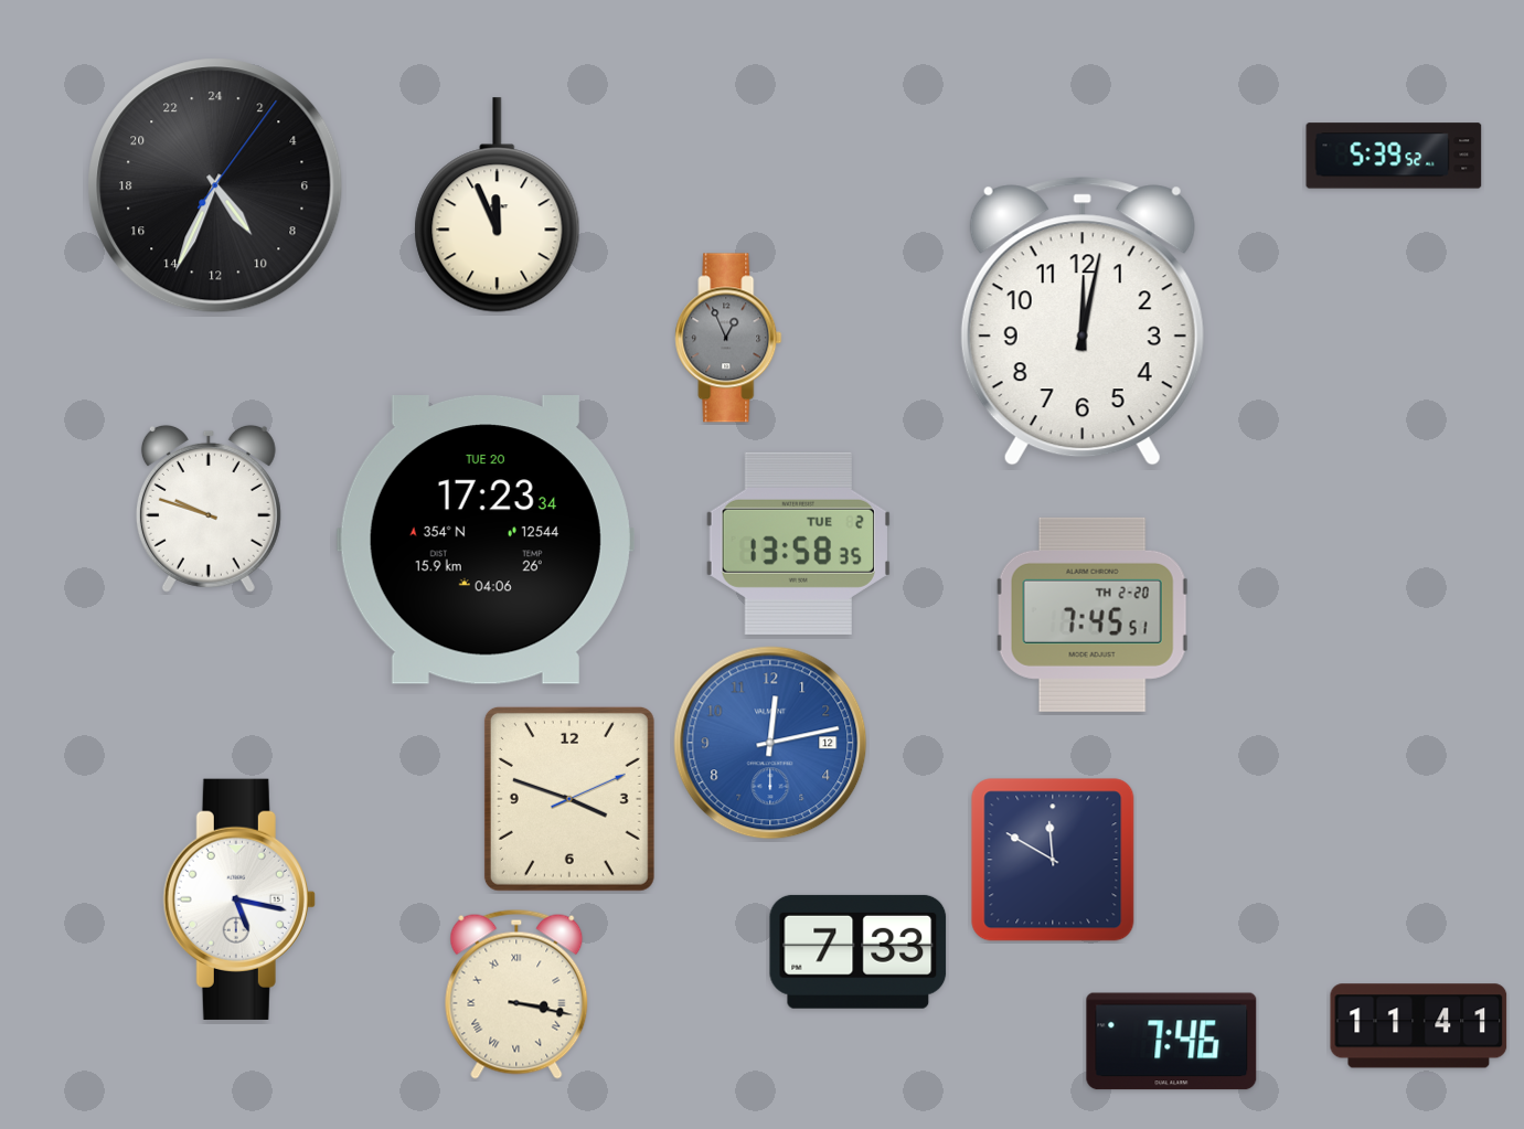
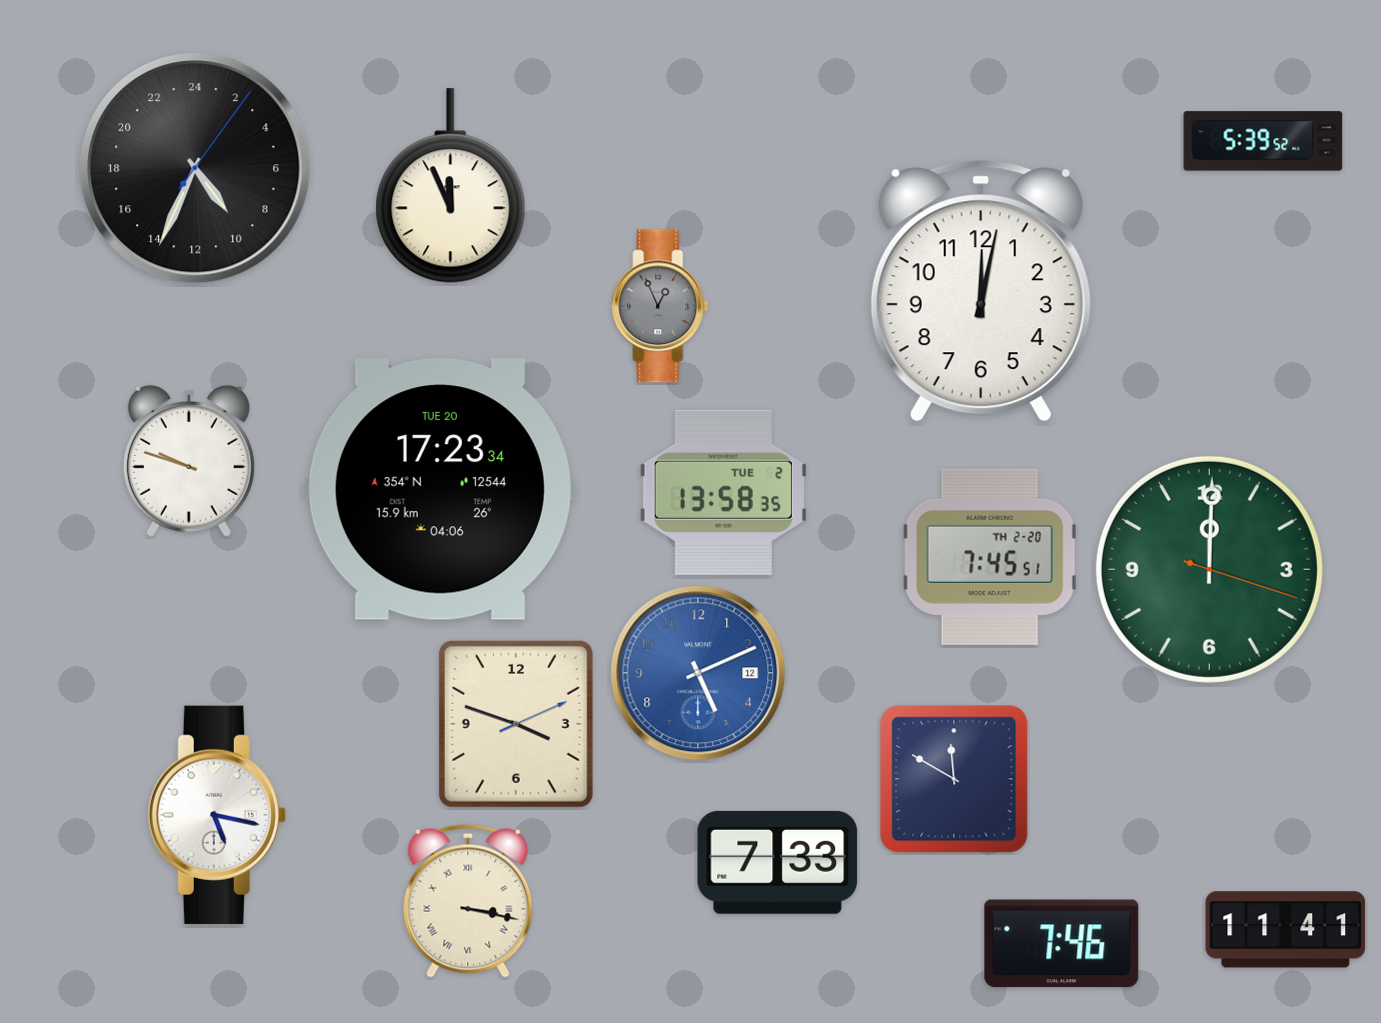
clock at (1209, 569): none -> 12:00
clock at (770, 743): 12:13 -> 5:11
